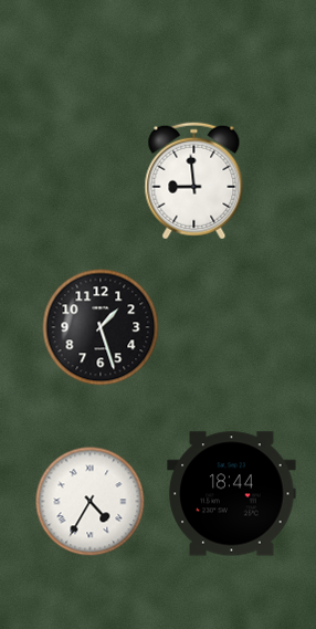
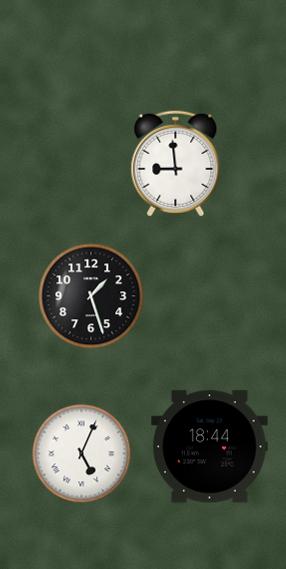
clock at (91, 502): 4:35 -> 5:04
